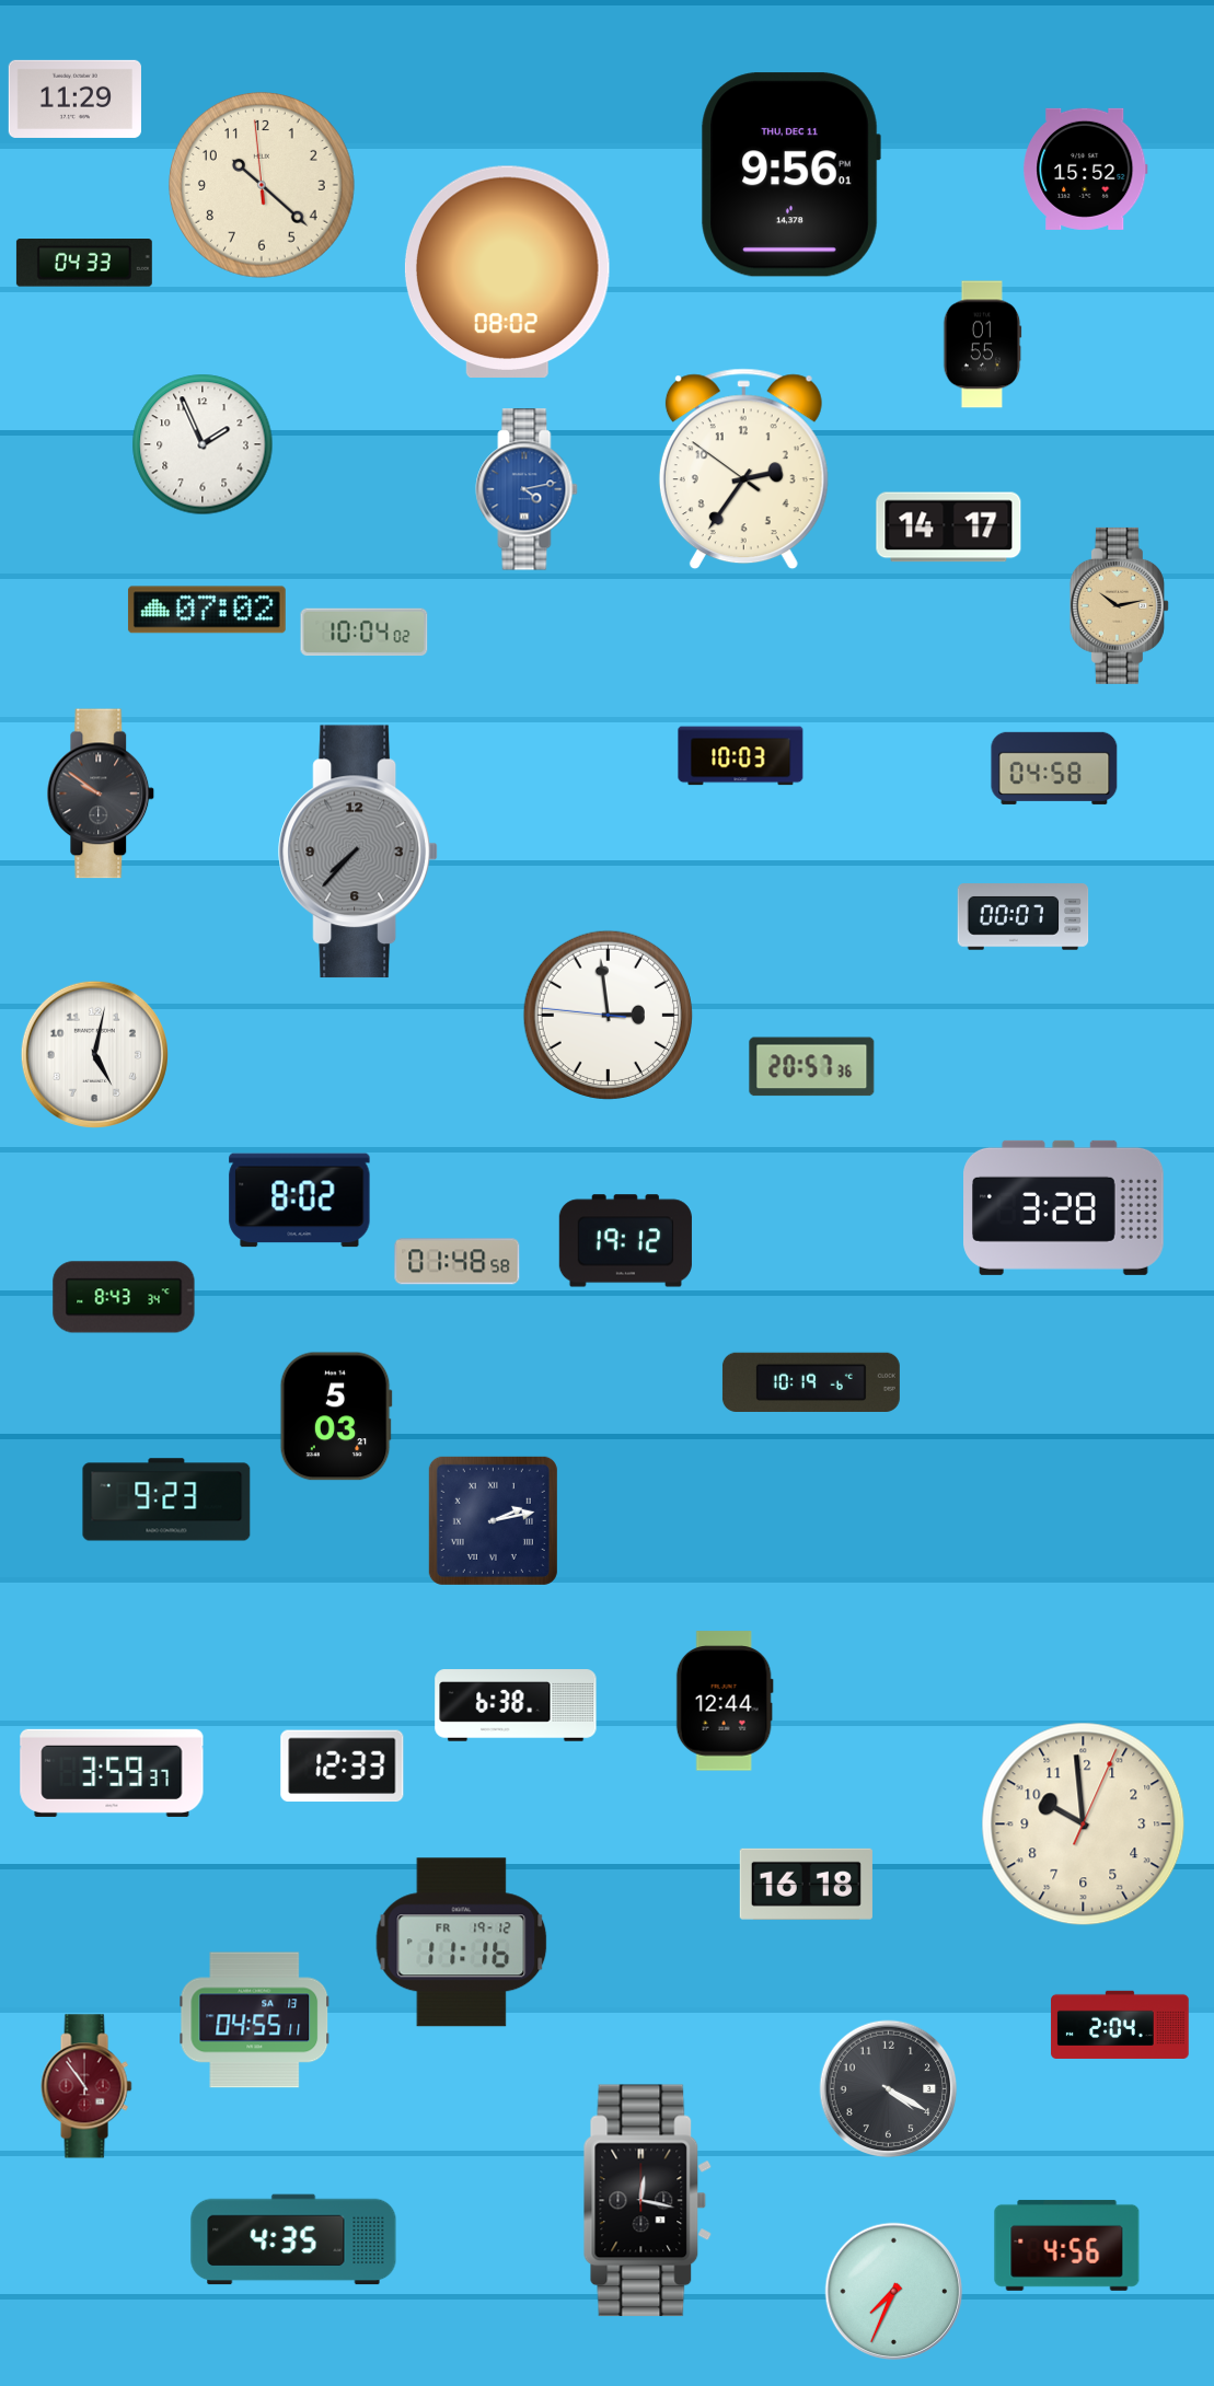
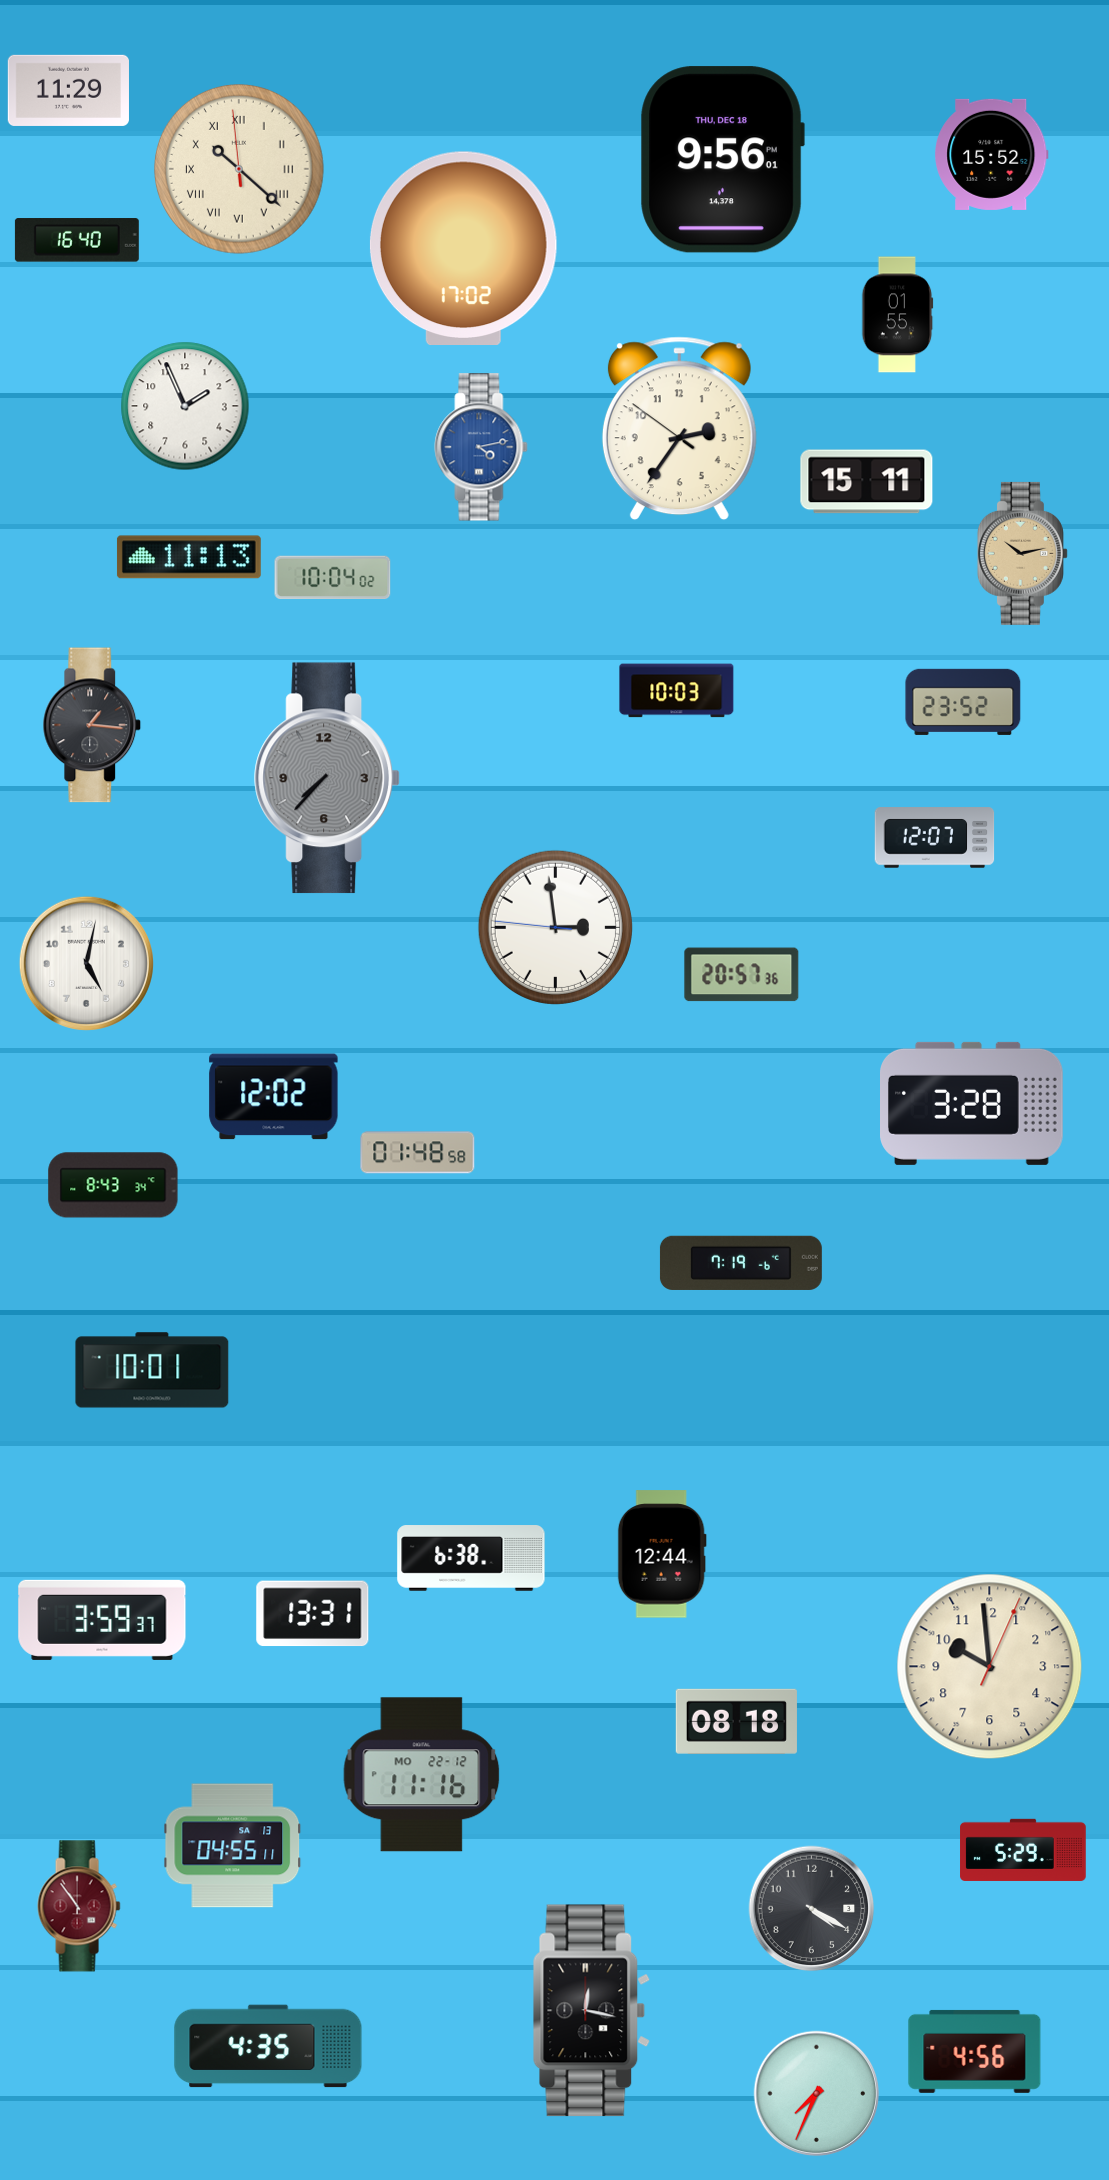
clock at (790, 175) date: THU, DEC 11 -> THU, DEC 18
clock at (263, 186) numerals: Arabic -> Roman
clock at (84, 263): 04:33 -> 16:40
clock at (507, 271): 08:02 -> 17:02
clock at (949, 528): 14:17 -> 15:11
clock at (207, 610): 07:02 -> 11:13
clock at (1054, 768): 04:58 -> 23:52
clock at (101, 794): 9:51 -> 1:16
clock at (1024, 917): 00:07 -> 12:07
clock at (300, 1201): 8:02 -> 12:02
clock at (625, 1241): 19:12 -> none
clock at (811, 1382): 10:19 -> 7:19
clock at (336, 1416): 5:03 -> none
clock at (166, 1499): 9:23 -> 10:01
clock at (493, 1520): 2:13 -> none
clock at (343, 1767): 12:33 -> 13:31
clock at (806, 1884): 16:18 -> 08:18
clock at (462, 1943) date: FR 19-12 -> MO 22-12
clock at (1120, 2025): 2:04 -> 5:29
